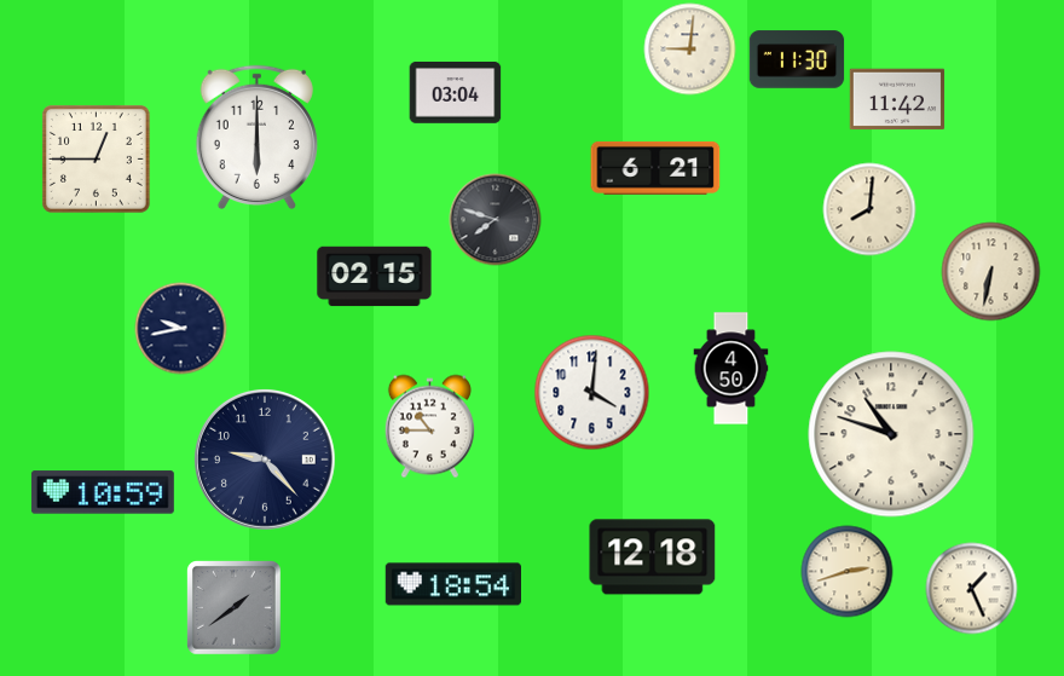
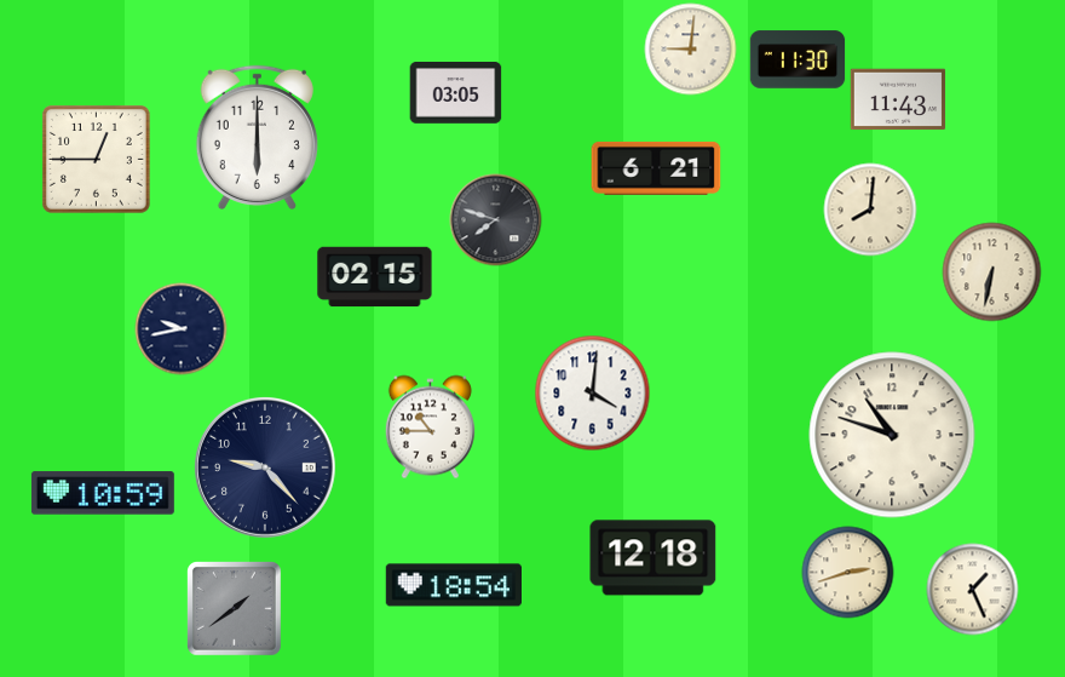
clock at (456, 93): 03:04 -> 03:05
clock at (897, 99): 11:42 -> 11:43
clock at (731, 369): 4:50 -> none
clock at (265, 460) position: (265, 460) -> (265, 467)
